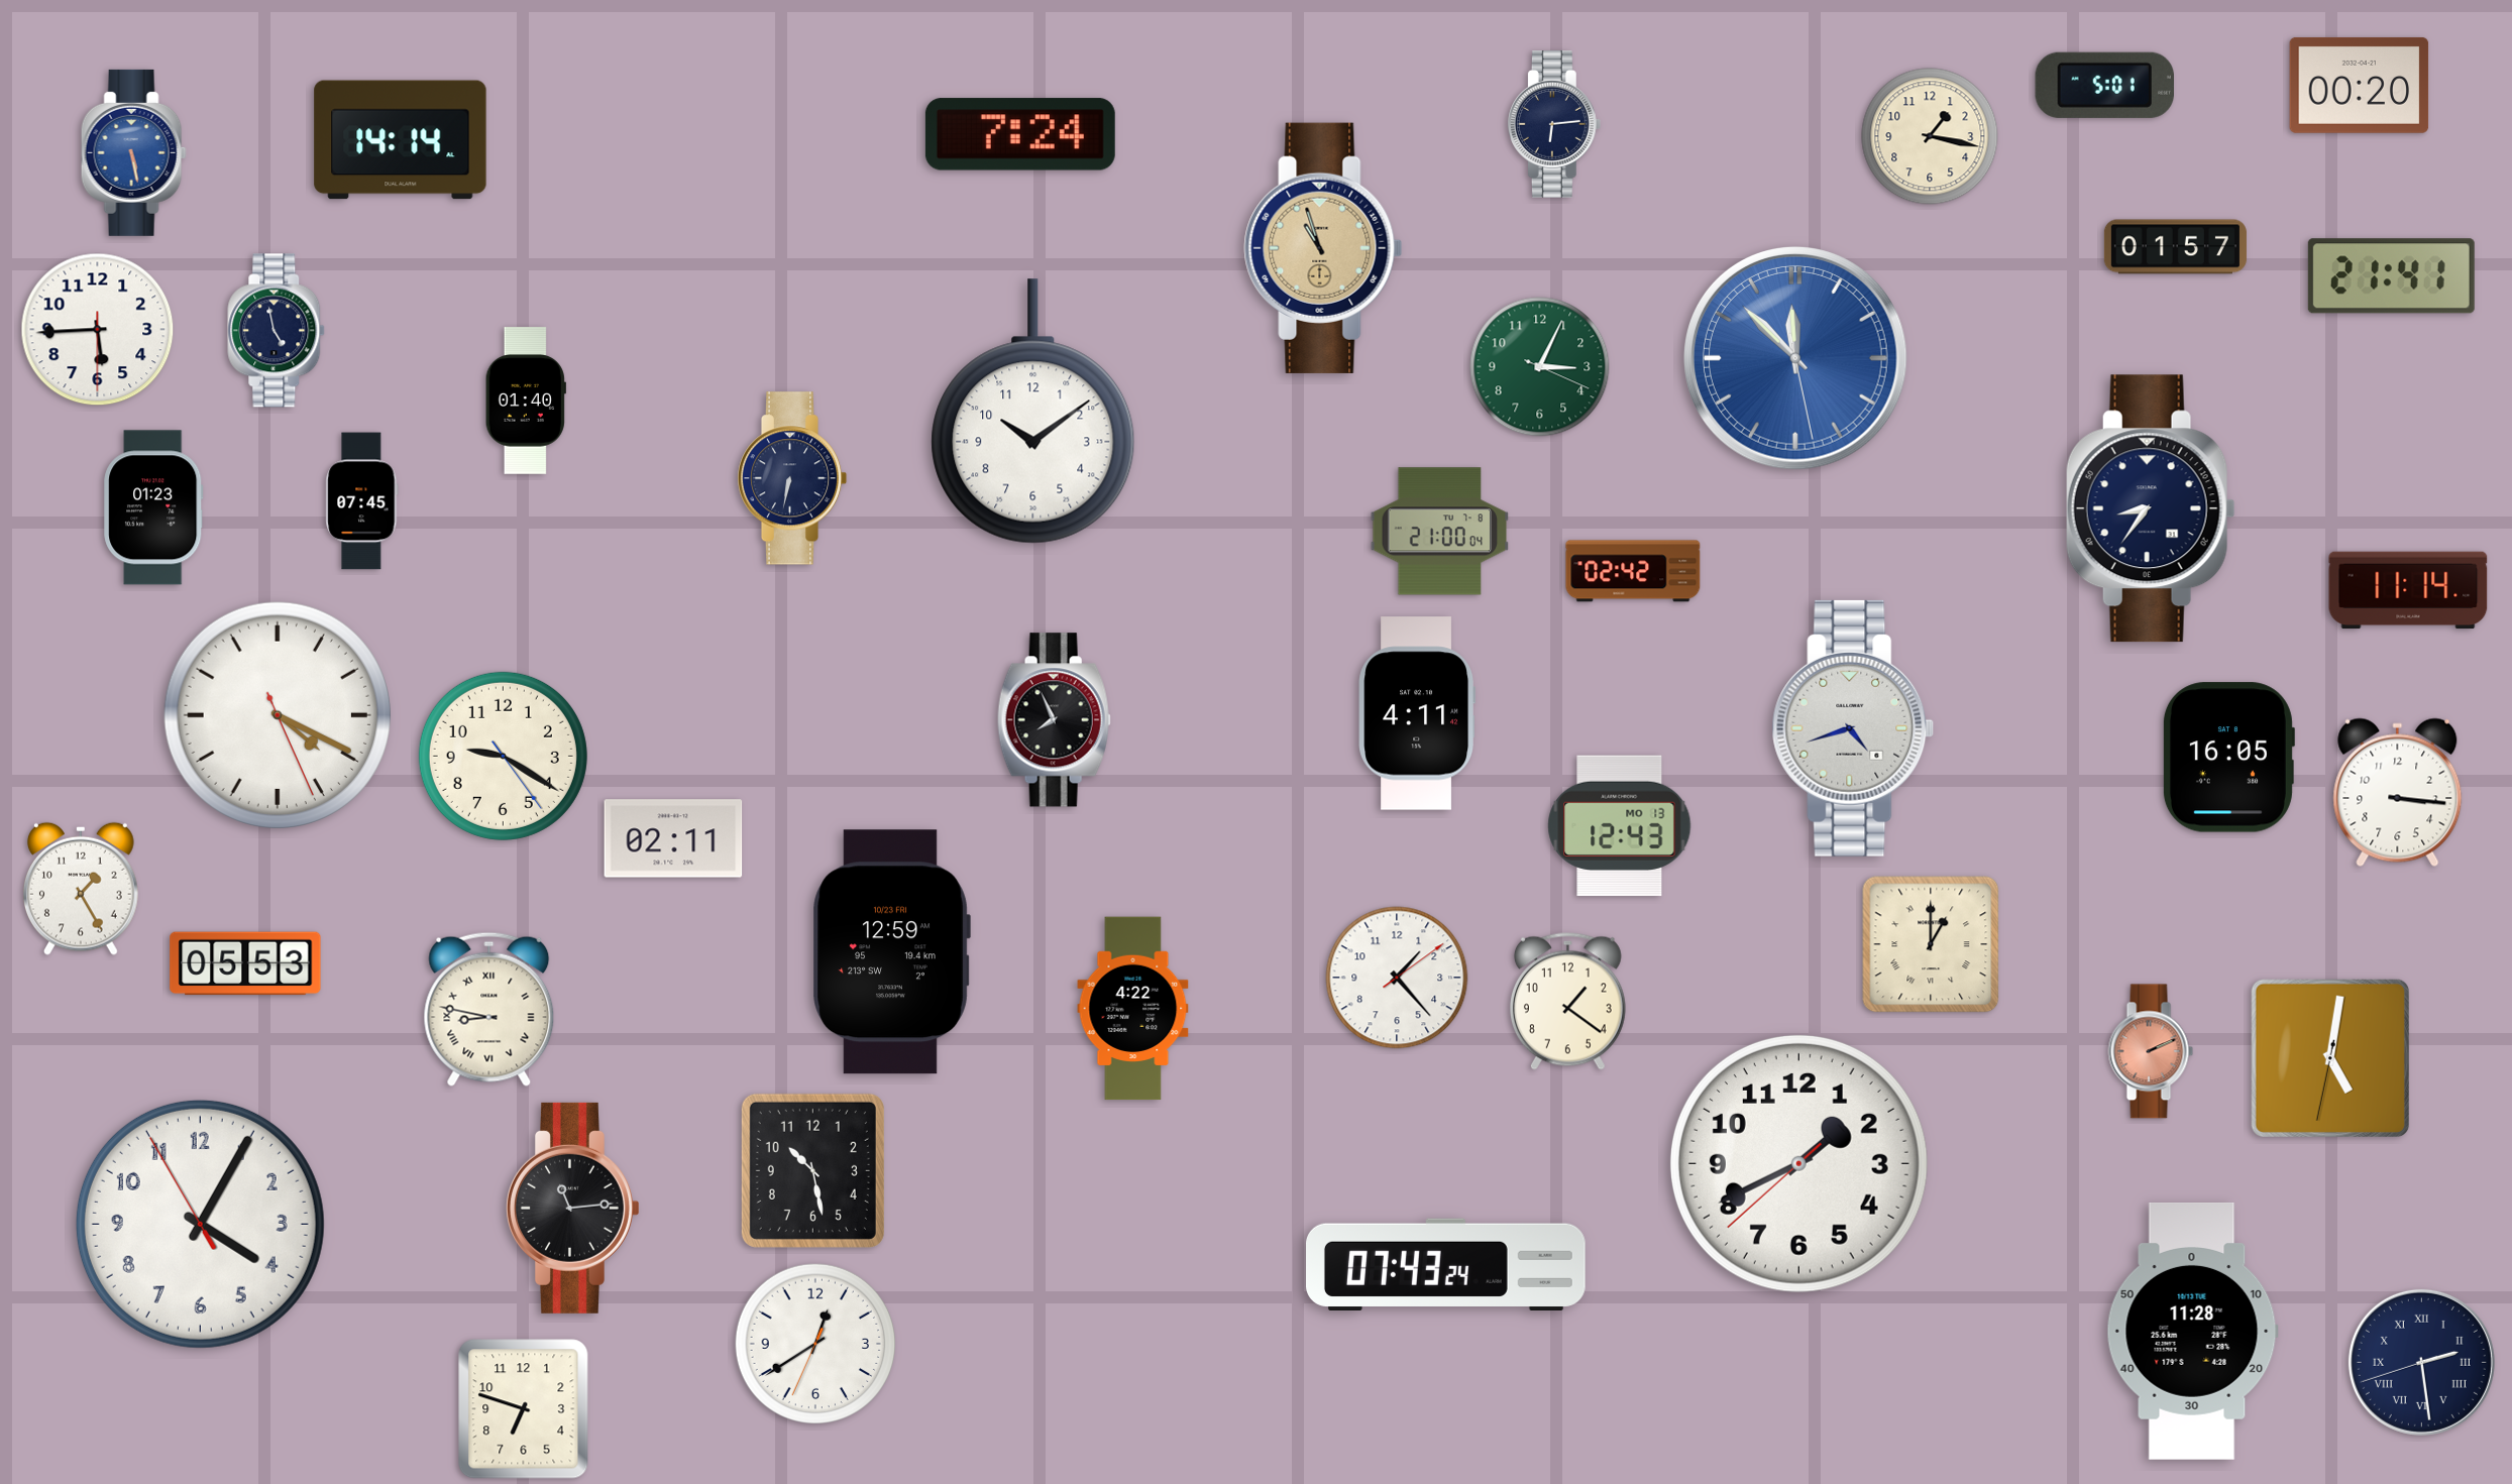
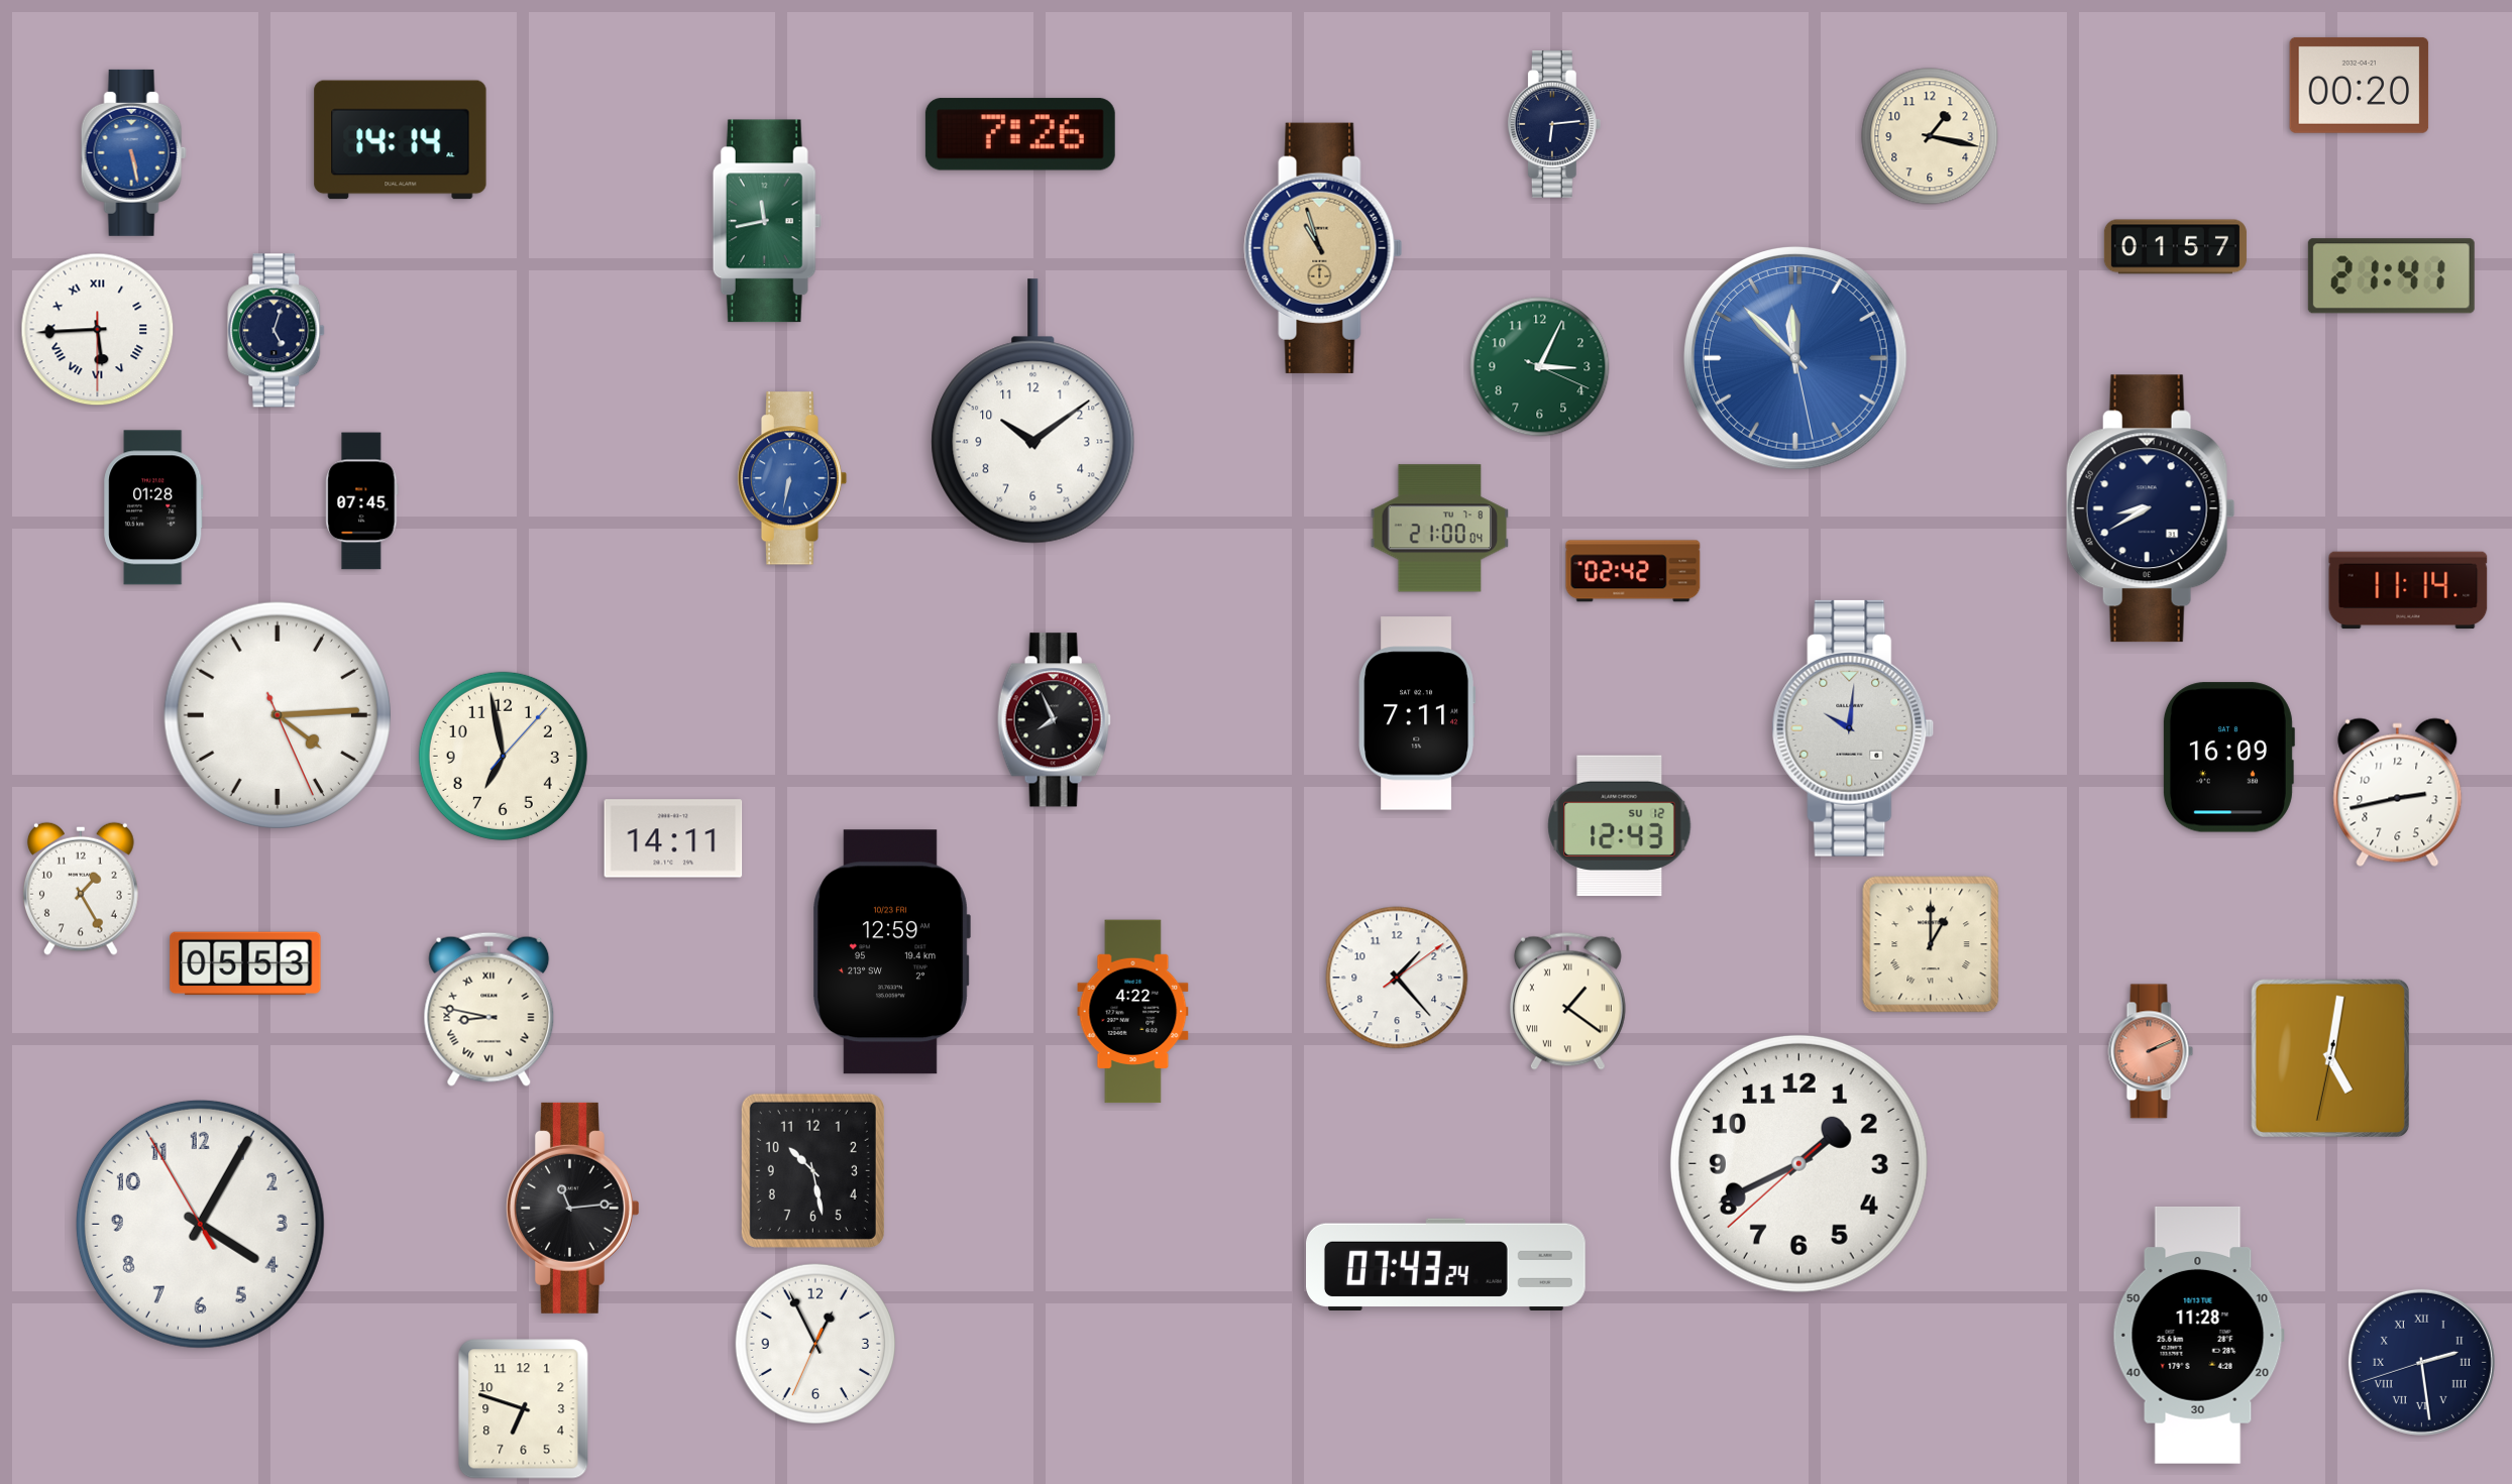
clock at (2104, 85): 5:01 -> none
clock at (1020, 134): 7:24 -> 7:26
clock at (767, 221): none -> 11:43
clock at (98, 330) numerals: Arabic -> Roman
clock at (277, 331): 4:58 -> 5:03
clock at (526, 401): 01:40 -> none
clock at (792, 478) dial: navy -> blue
clock at (153, 507): 01:23 -> 01:28
clock at (2151, 508): 8:36 -> 8:40
clock at (1440, 532) position: (1440, 532) -> (1440, 529)
clock at (1416, 713): 4:11 -> 7:11
clock at (278, 715): 4:19 -> 4:14
clock at (1853, 728): 4:42 -> 10:01
clock at (503, 756): 9:20 -> 6:58
clock at (2228, 758): 16:05 -> 16:09
clock at (2398, 793): 3:16 -> 2:43
clock at (1620, 826) date: MO 13 -> SU 12
clock at (673, 838): 02:11 -> 14:11
clock at (1567, 1001) numerals: Arabic -> Roman
clock at (1133, 1009) position: (1133, 1009) -> (1133, 1012)
clock at (2192, 1331) position: (2192, 1331) -> (2198, 1335)
clock at (814, 1343): 12:39 -> 12:55
